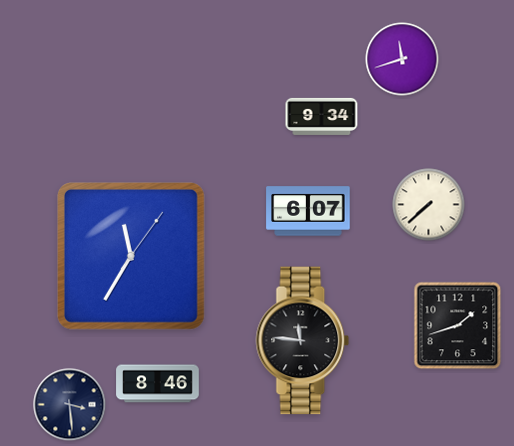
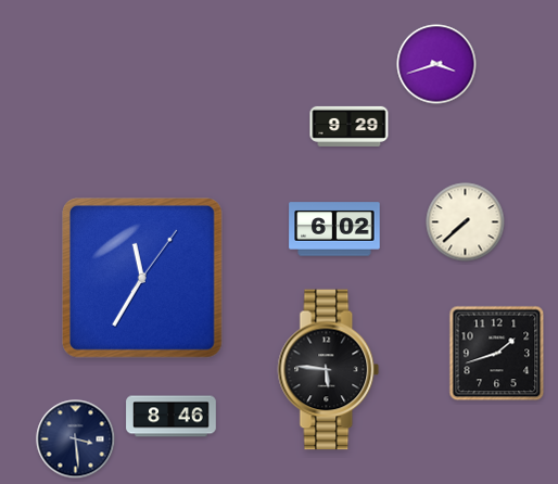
clock at (402, 59): 11:42 -> 3:42
clock at (322, 116): 9:34 -> 9:29
clock at (308, 211): 6:07 -> 6:02
clock at (303, 341): 11:46 -> 5:46
